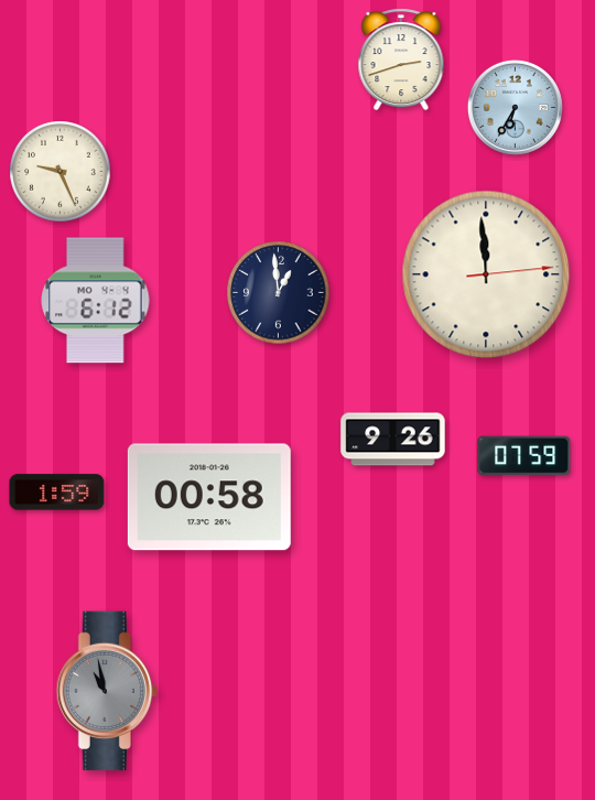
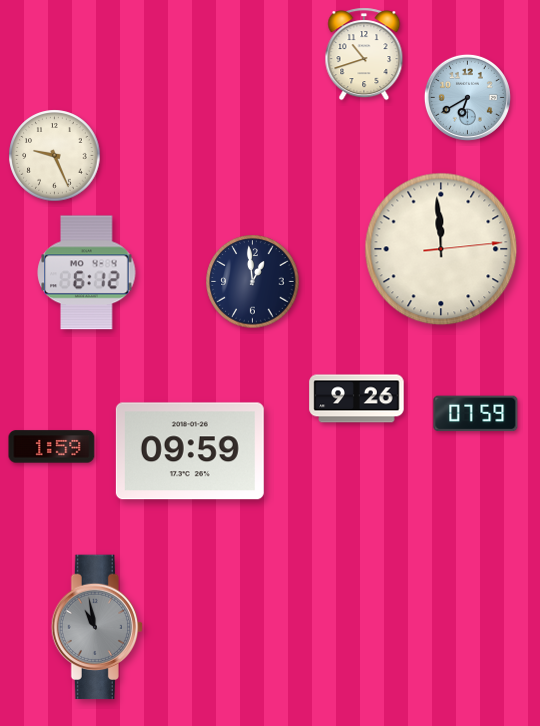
clock at (401, 60): 2:42 -> 10:42
clock at (515, 107): 6:35 -> 6:40
clock at (279, 293) position: (279, 293) -> (253, 282)
clock at (209, 497): 00:58 -> 09:59
